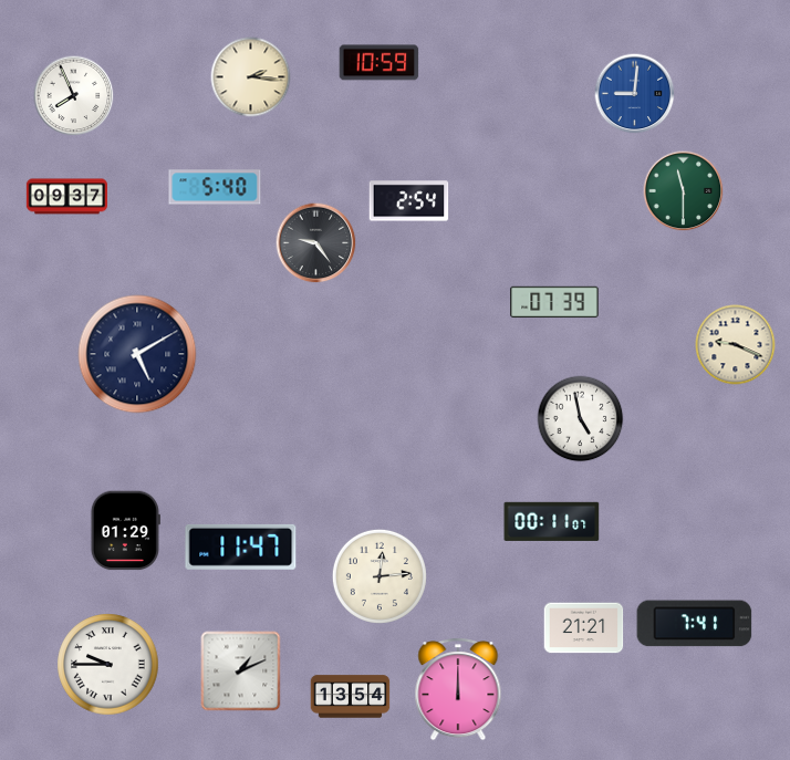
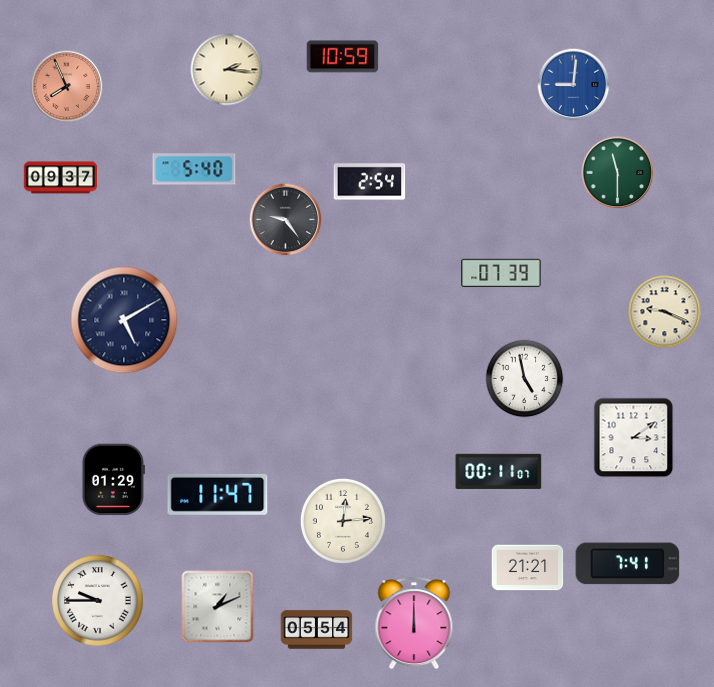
clock at (74, 96) dial: white -> salmon
clock at (634, 438): none -> 3:09
clock at (351, 697): 13:54 -> 05:54
